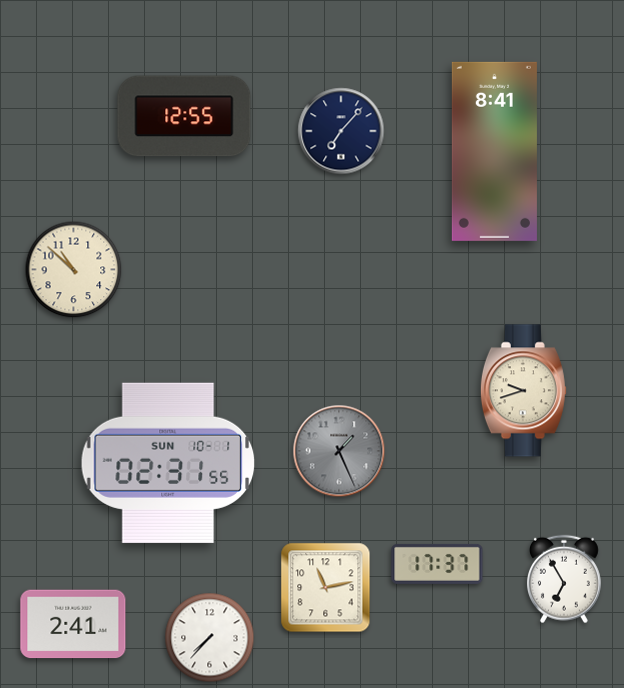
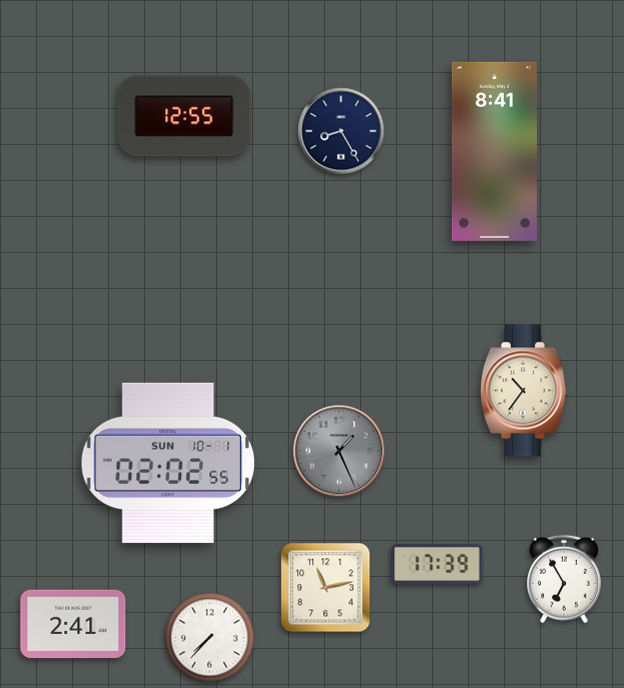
clock at (341, 131): 7:07 -> 8:25
clock at (74, 270): 10:52 -> none
clock at (523, 391): 9:42 -> 10:36
clock at (168, 463): 02:31 -> 02:02
clock at (437, 564): 17:37 -> 17:39
